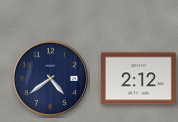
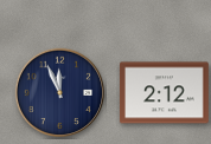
clock at (51, 79): 4:39 -> 11:56
